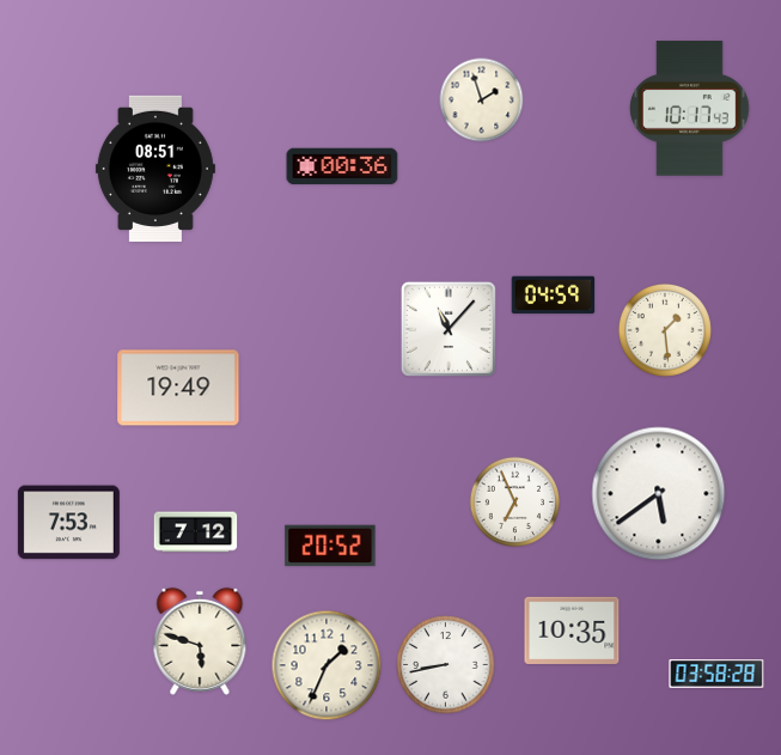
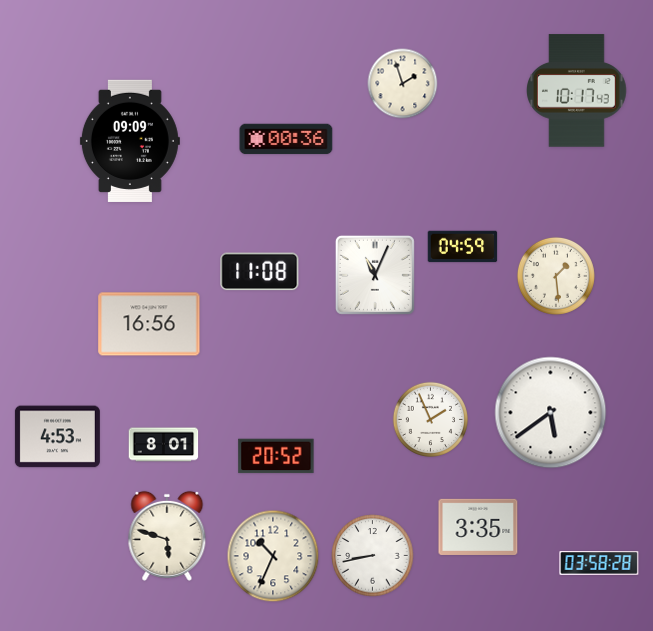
clock at (155, 168): 08:51 -> 09:09
clock at (260, 272): none -> 11:08
clock at (449, 329): 11:07 -> 11:04
clock at (178, 388): 19:49 -> 16:56
clock at (514, 501): 6:56 -> 1:56
clock at (68, 523): 7:53 -> 4:53
clock at (196, 532): 7:12 -> 8:01
clock at (572, 631): 10:35 -> 3:35
clock at (327, 665): 1:34 -> 10:34
